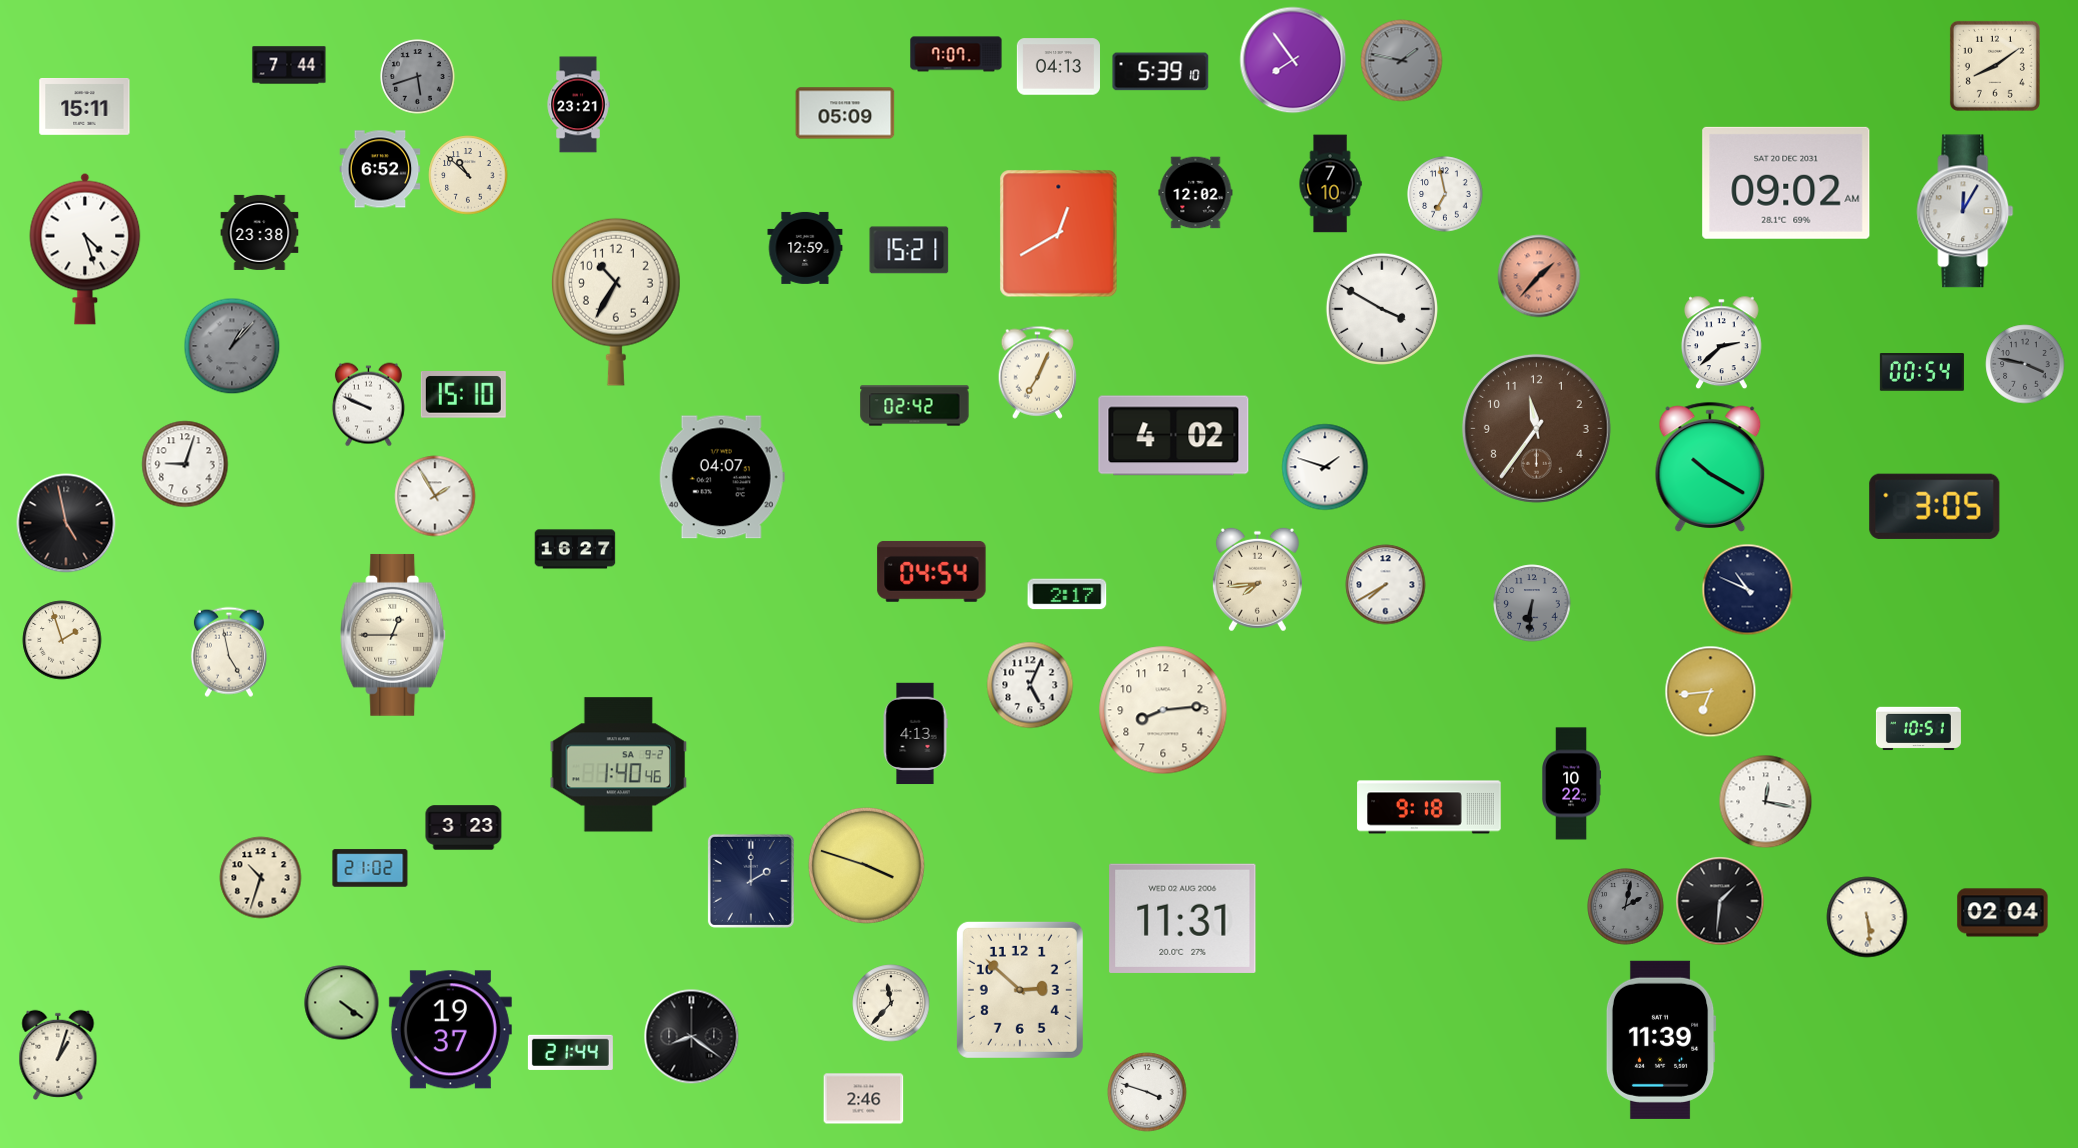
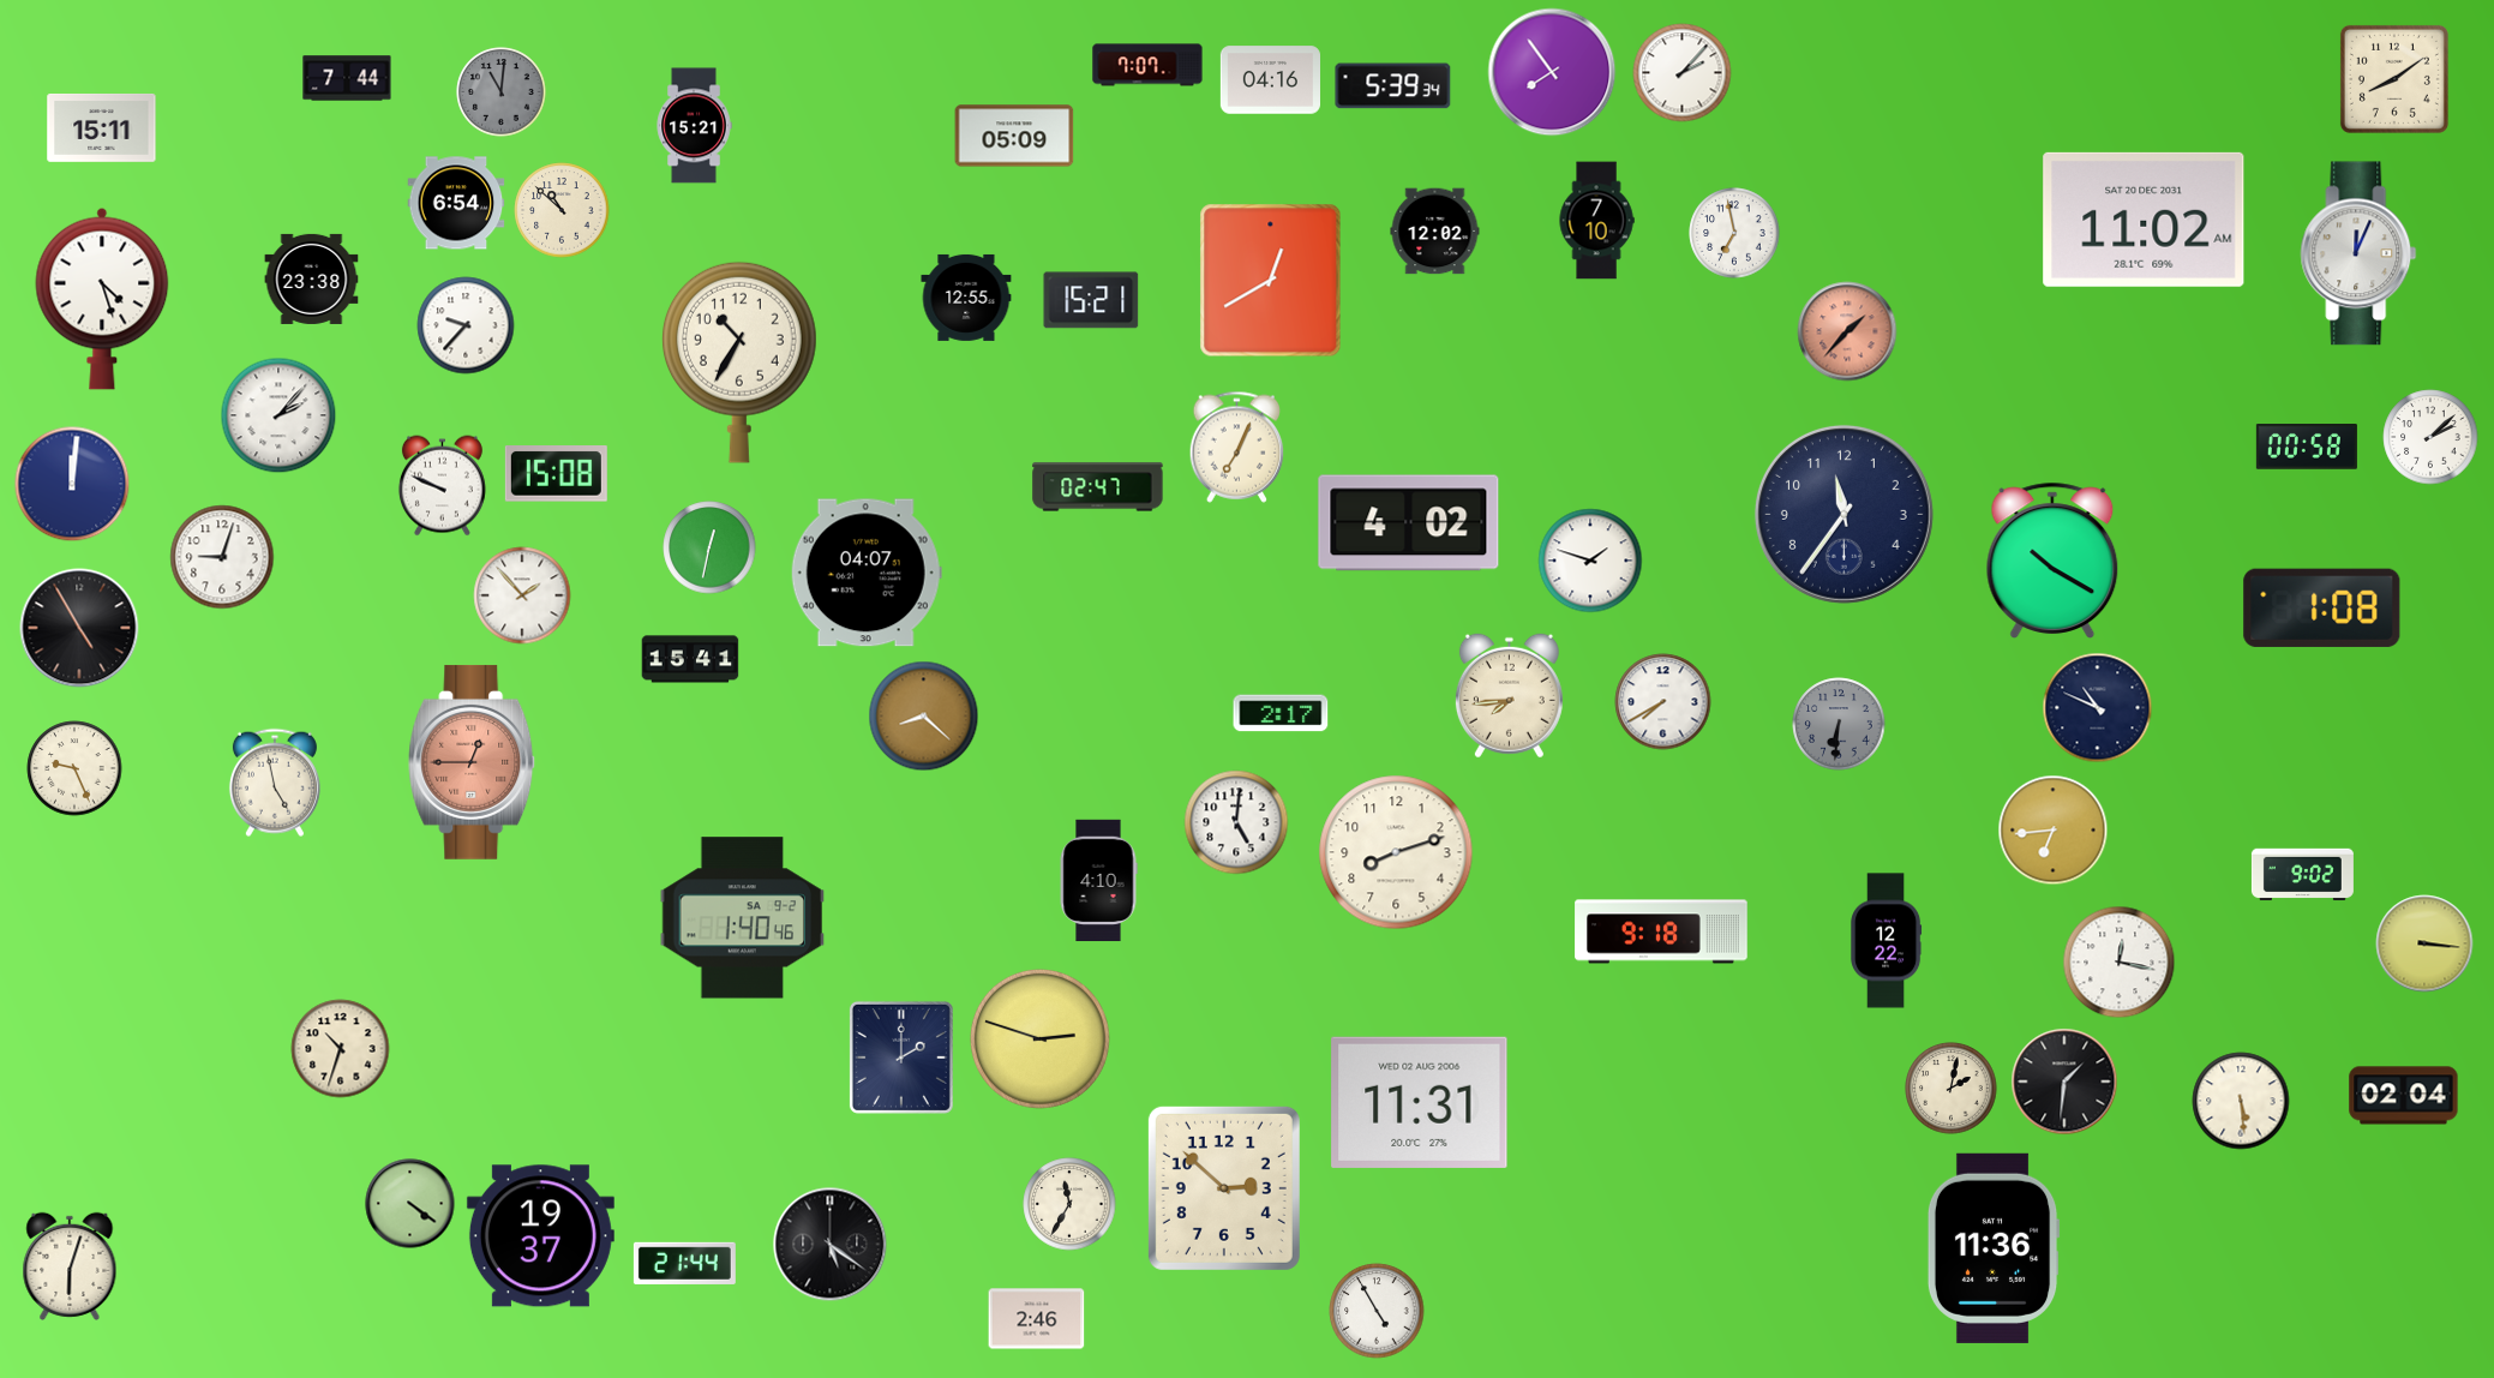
clock at (1402, 61): 1:47 -> 2:07
clock at (1402, 61) dial: grey -> white
clock at (1058, 67): 04:13 -> 04:16
clock at (1161, 72): 5:39:10 -> 5:39:34
clock at (418, 77): 5:42 -> 11:01
clock at (578, 105): 23:21 -> 15:21
clock at (380, 169): 6:52 -> 6:54
clock at (1786, 183): 09:02 -> 11:02
clock at (1965, 211): 12:05 -> 12:04
clock at (805, 248): 12:59 -> 12:55
clock at (466, 325): none -> 9:37
clock at (1382, 309): 3:50 -> none
clock at (1721, 343): 2:38 -> none
clock at (232, 346): 1:07 -> 2:07
clock at (232, 346) dial: grey -> white
clock at (2025, 364): 3:47 -> 2:08
clock at (2025, 364) dial: grey -> white
clock at (1038, 372) position: (1038, 372) -> (1237, 447)
clock at (1922, 373): 00:54 -> 00:58
clock at (463, 395): 15:10 -> 15:08
clock at (72, 484): none -> 12:01
clock at (915, 406): 02:42 -> 02:47
clock at (1536, 428) dial: brown -> navy
clock at (709, 547): none -> 12:32
clock at (435, 496): 1:55 -> 1:53
clock at (1935, 506): 3:05 -> 1:08
clock at (66, 523): 4:58 -> 4:55
clock at (575, 549): 16:27 -> 15:41
clock at (932, 571): 04:54 -> none
clock at (924, 717): none -> 8:22
clock at (394, 635) dial: cream -> salmon
clock at (62, 640): 1:57 -> 9:26
clock at (1030, 685): 5:04 -> 5:01
clock at (1163, 710): 8:14 -> 8:12
clock at (1918, 729): 10:51 -> 9:02
clock at (915, 734): 4:13 -> 4:10
clock at (1572, 784): 10:22 -> 12:22
clock at (2424, 943): none -> 3:16
clock at (1429, 807) position: (1429, 807) -> (1661, 931)
clock at (464, 828): 3:23 -> none
clock at (866, 865): 3:48 -> 2:48
clock at (370, 868): 21:02 -> none
clock at (261, 878) position: (261, 878) -> (341, 1049)
clock at (1626, 907) dial: grey -> cream
clock at (891, 1003): 11:37 -> 11:35
clock at (692, 1037): 8:21 -> 5:21
clock at (1661, 1040): 11:39 -> 11:36
clock at (58, 1055): 1:03 -> 6:03
clock at (1147, 1092): 3:48 -> 4:55
